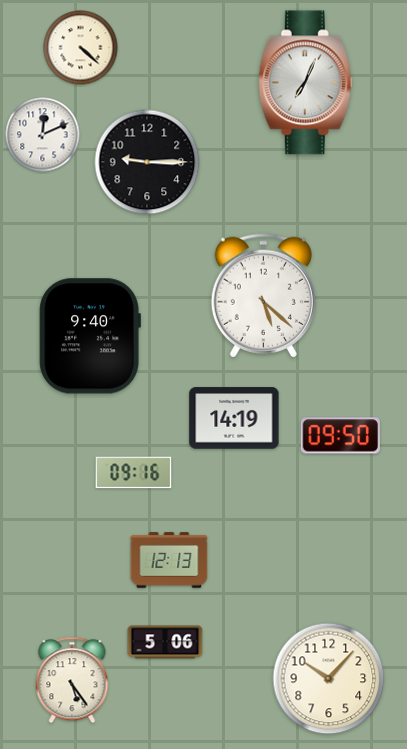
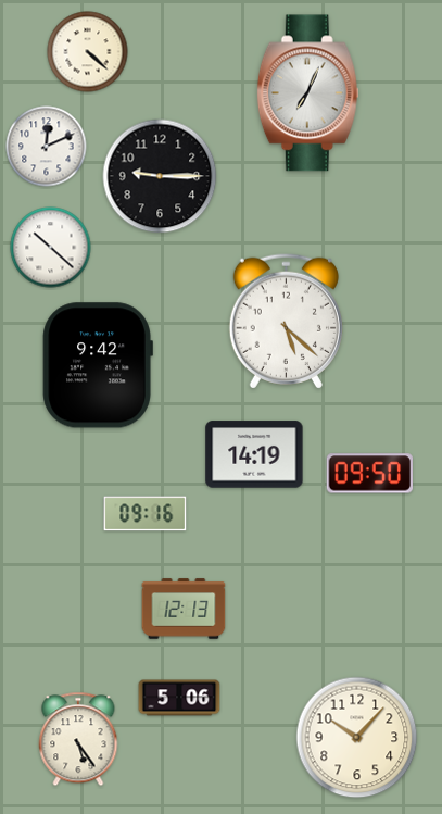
clock at (305, 83) position: (305, 83) -> (307, 93)
clock at (51, 248): none -> 10:22
clock at (90, 336): 9:40 -> 9:42
